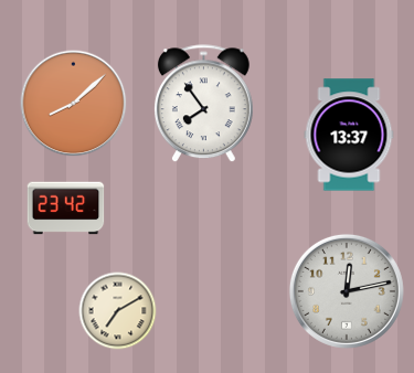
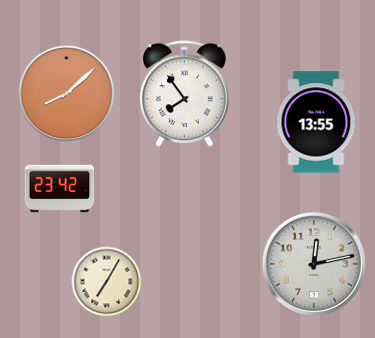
clock at (349, 135): 13:37 -> 13:55
clock at (118, 311): 7:10 -> 7:05
